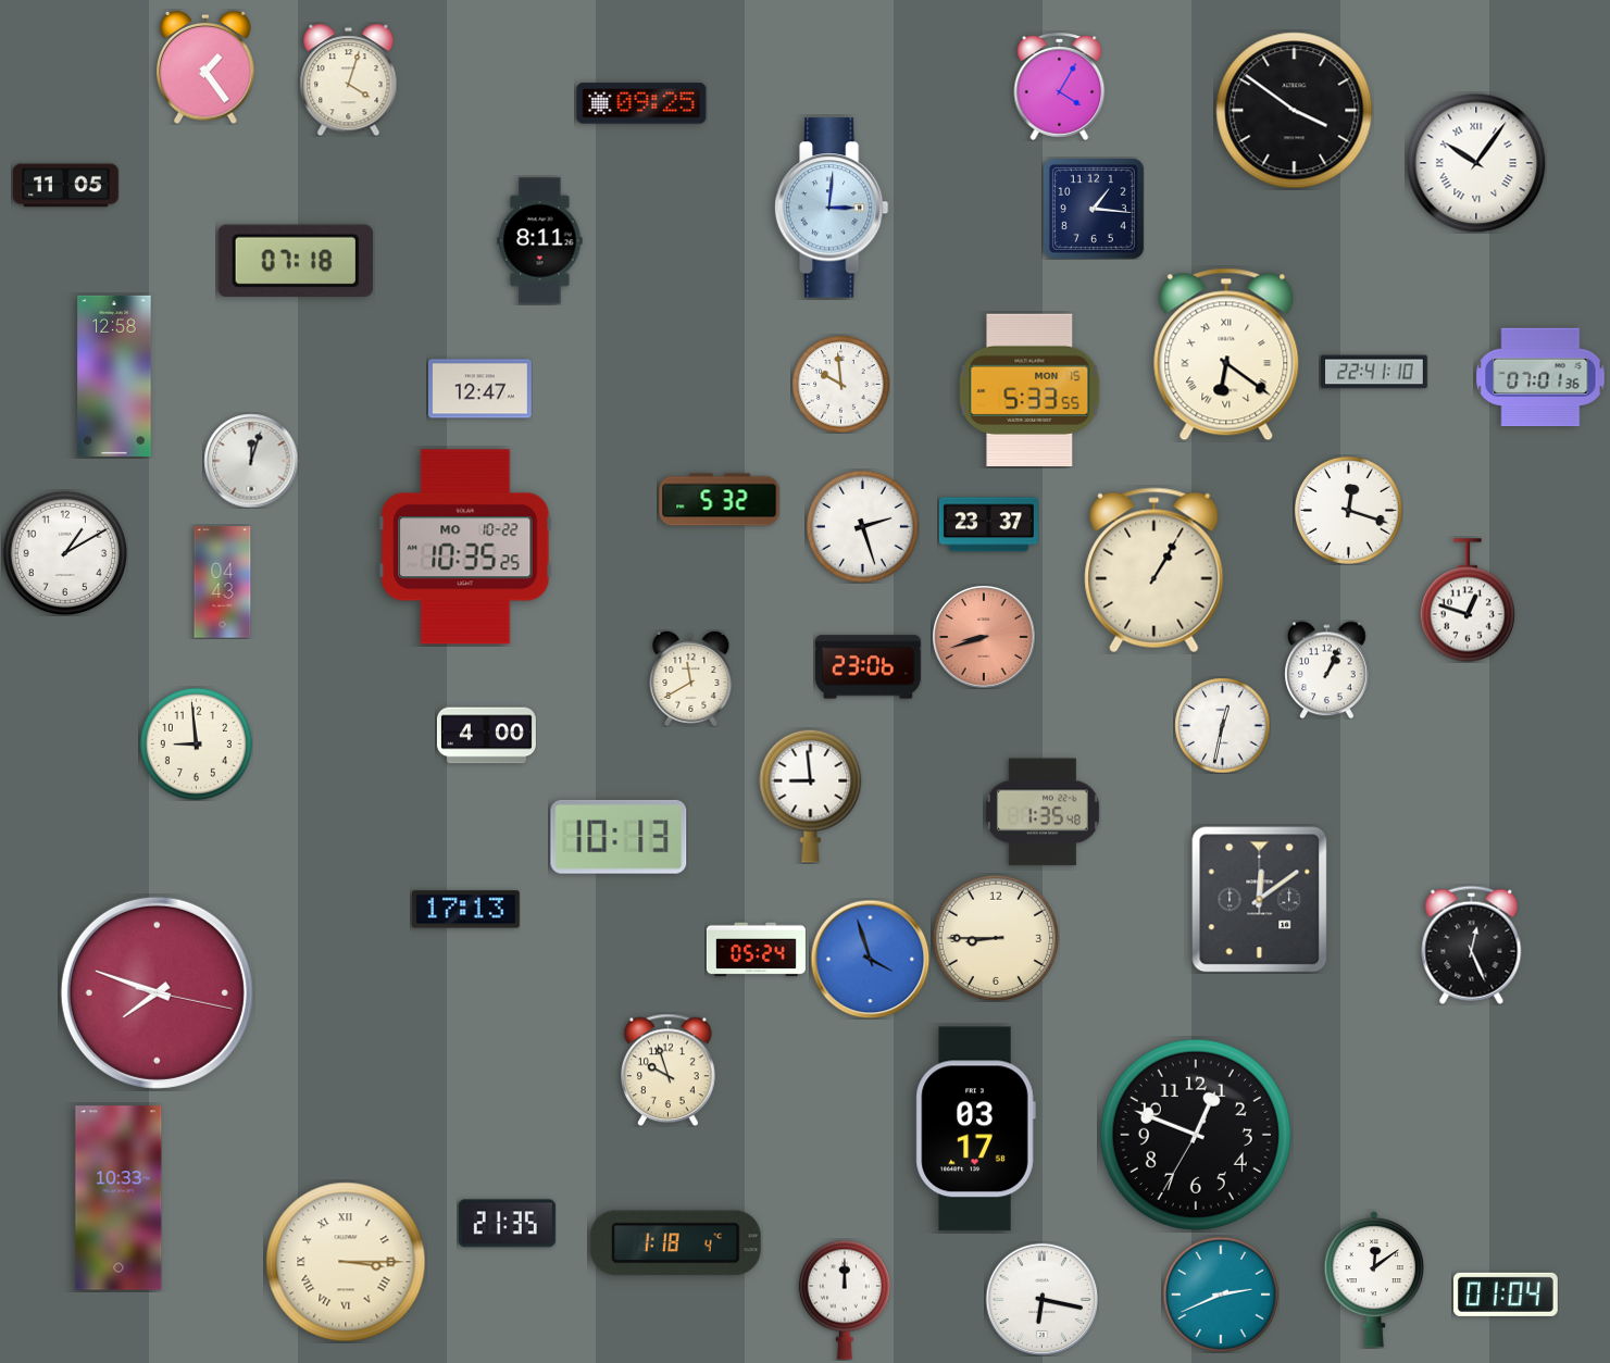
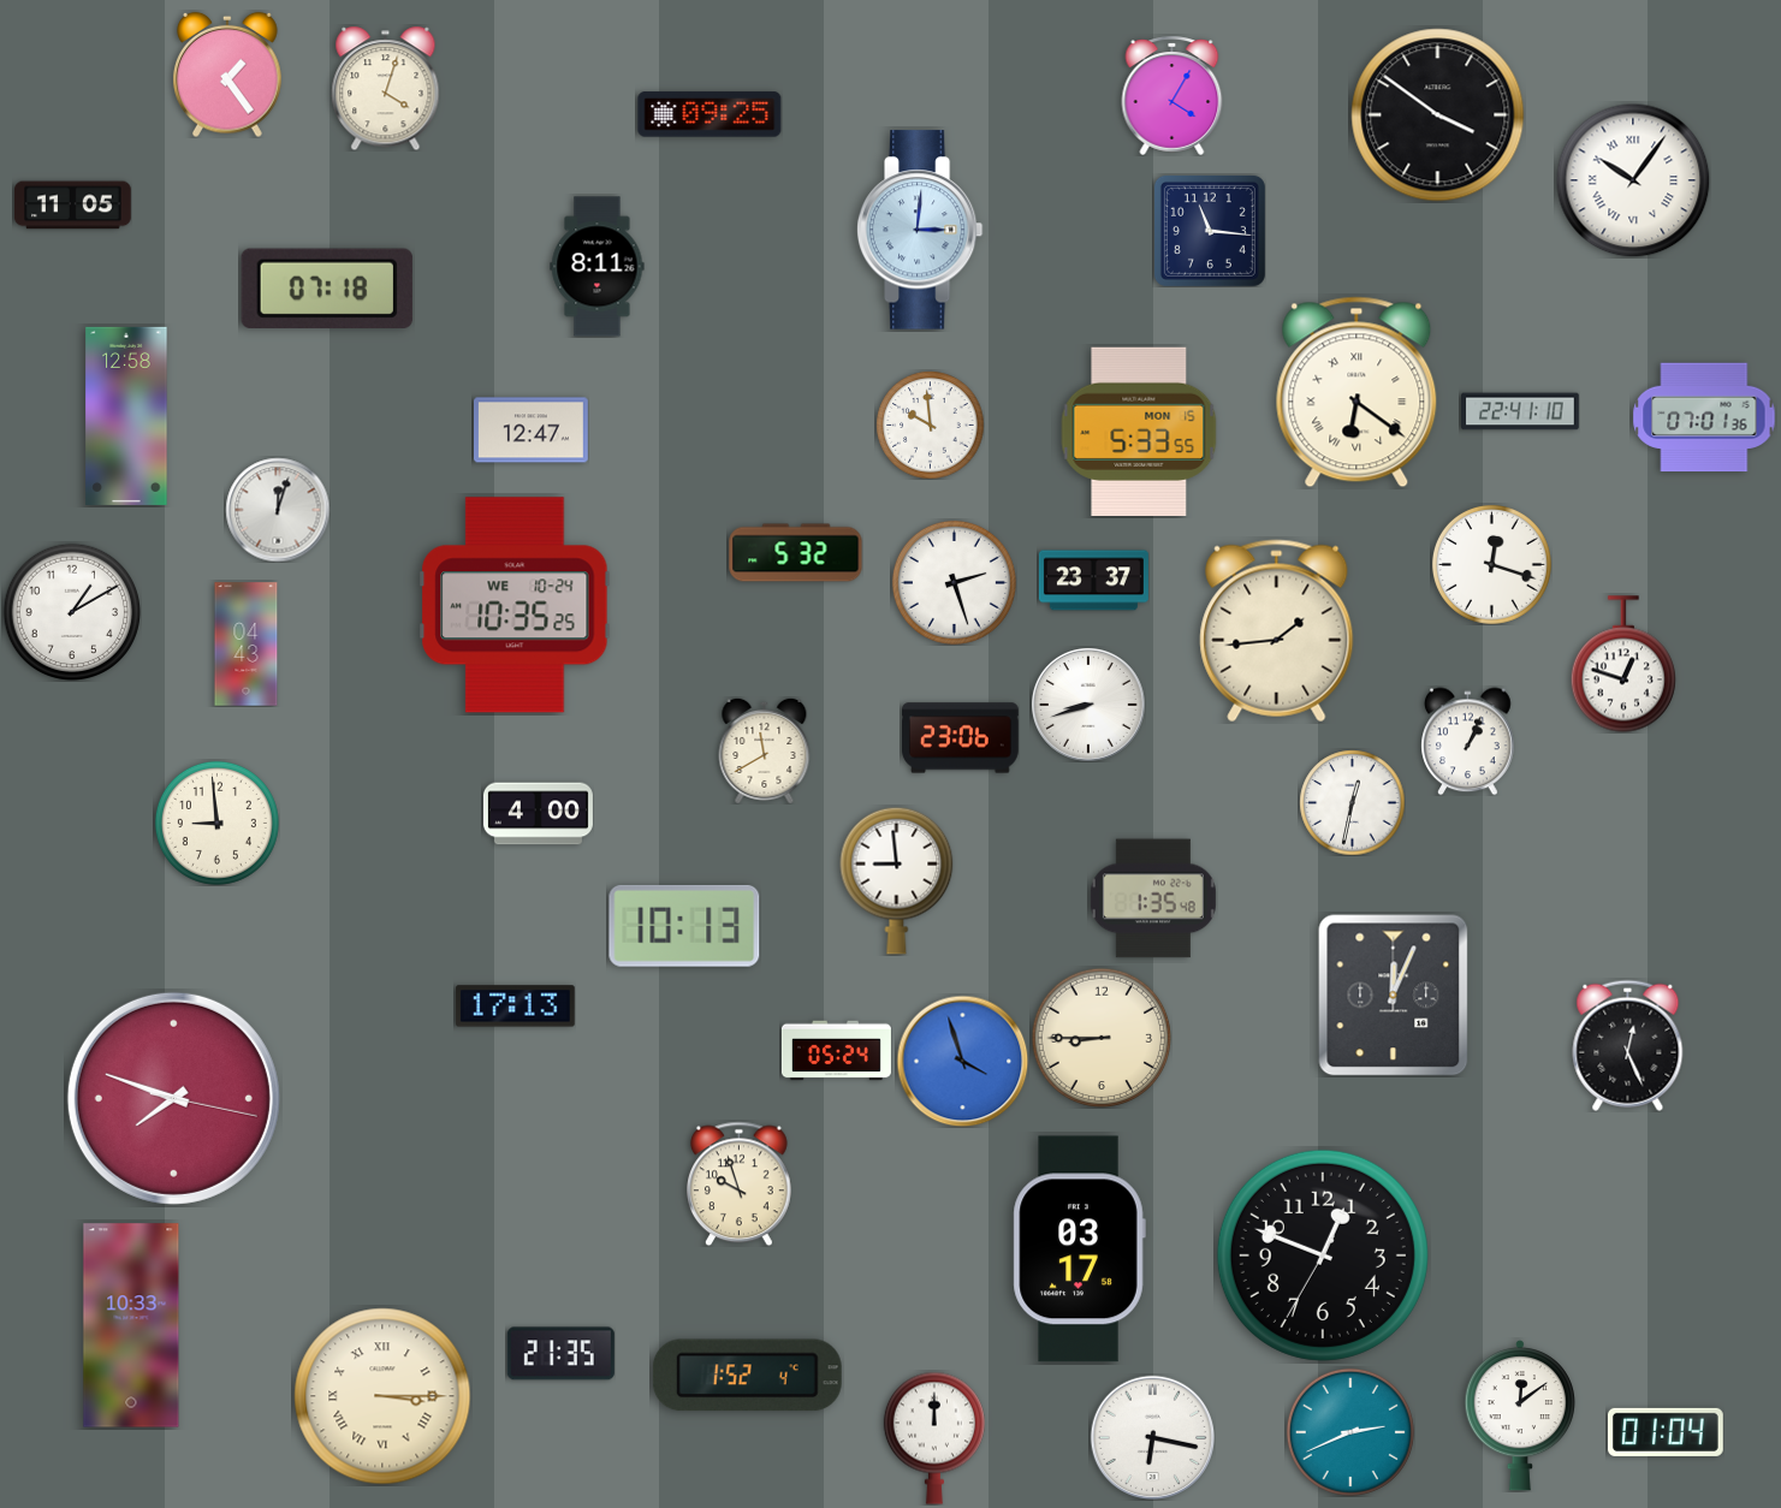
clock at (1295, 111) position: (1295, 111) -> (1438, 115)
clock at (1094, 209): 1:16 -> 11:16
clock at (465, 547) date: MO 10-22 -> WE 10-24
clock at (1155, 571): 1:05 -> 1:44
clock at (984, 637) dial: salmon -> white
clock at (1260, 900): 12:09 -> 12:04
clock at (675, 1243): 1:18 -> 1:52
